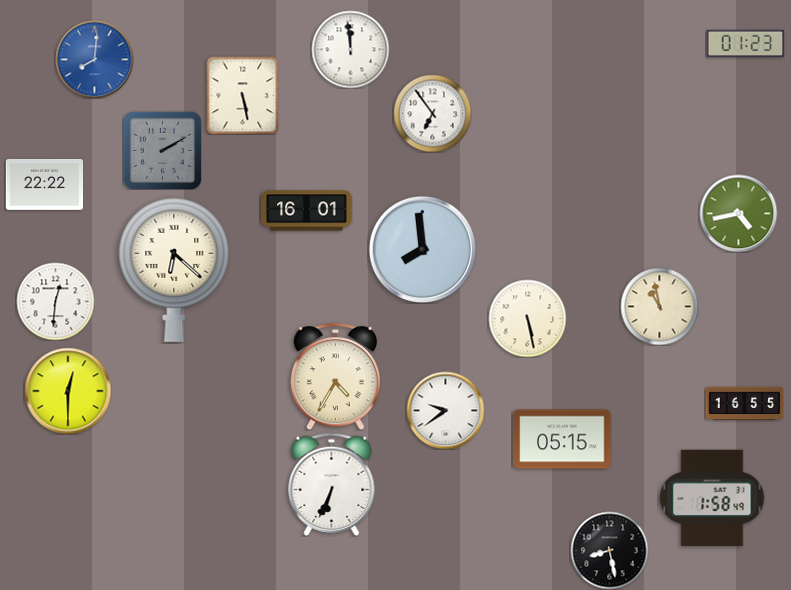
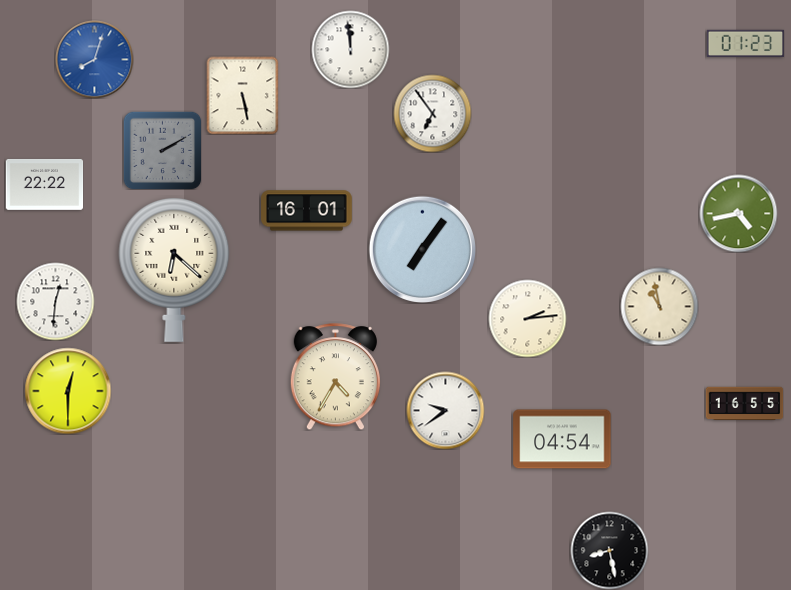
clock at (94, 59): 8:01 -> 8:03
clock at (422, 249): 7:59 -> 7:06
clock at (527, 318): 5:28 -> 2:14
clock at (562, 439): 05:15 -> 04:54
clock at (332, 484): 6:34 -> none
clock at (712, 498): 1:58 -> none
